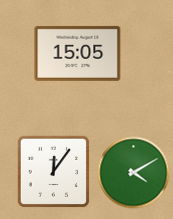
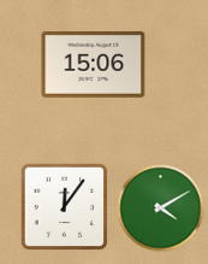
clock at (78, 53): 15:05 -> 15:06
